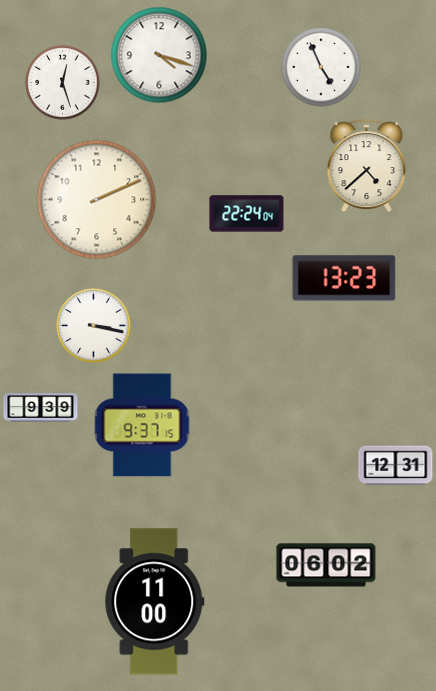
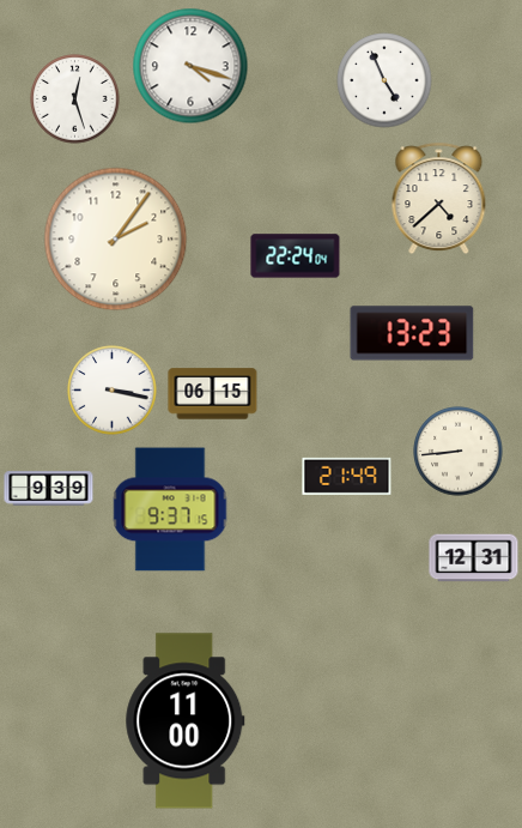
clock at (97, 200): 2:11 -> 2:06
clock at (213, 394): none -> 06:15
clock at (459, 452): none -> 8:44
clock at (347, 476): none -> 21:49
clock at (326, 565): 06:02 -> none
